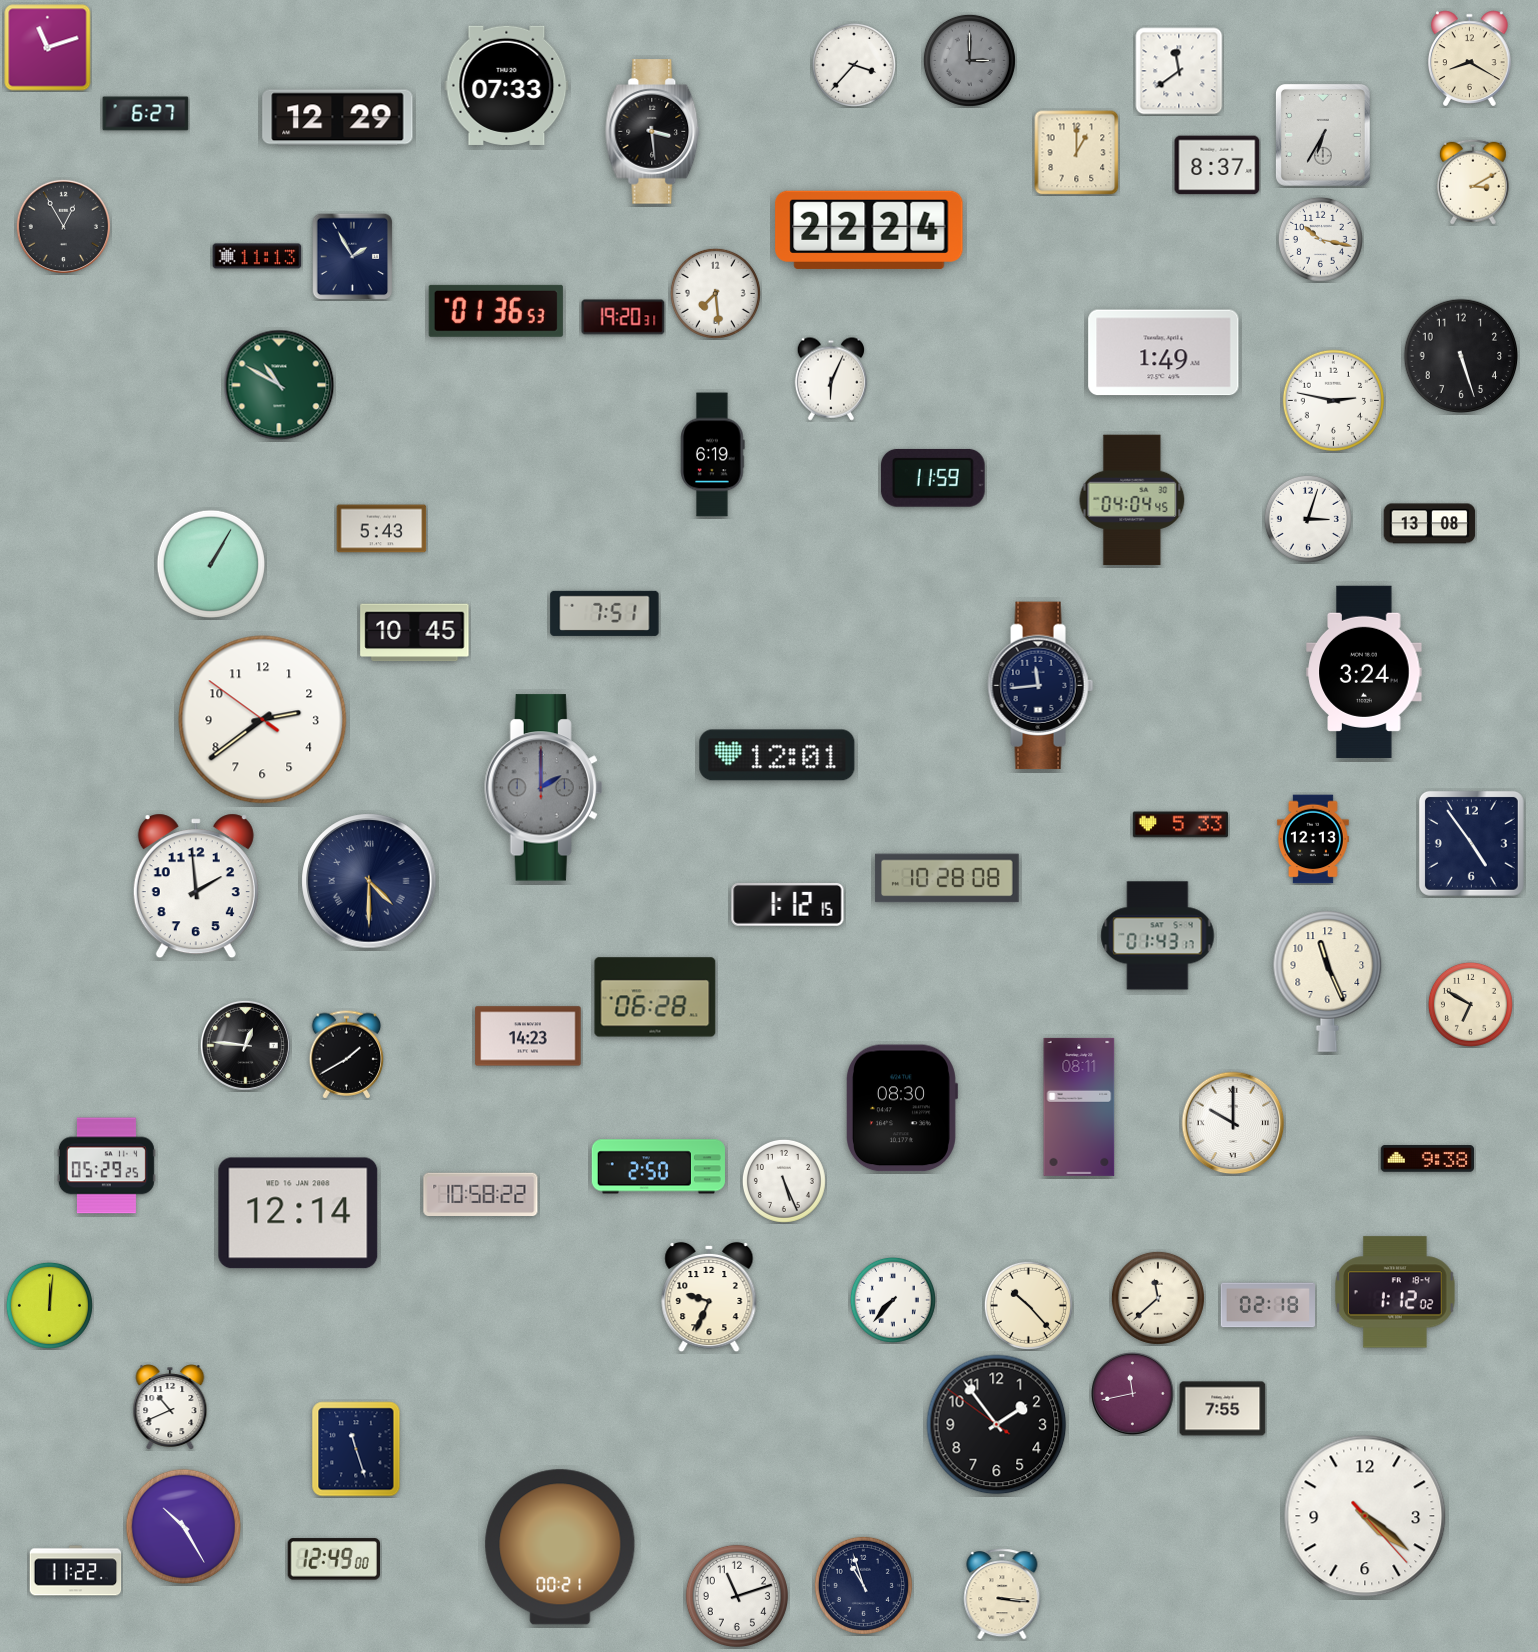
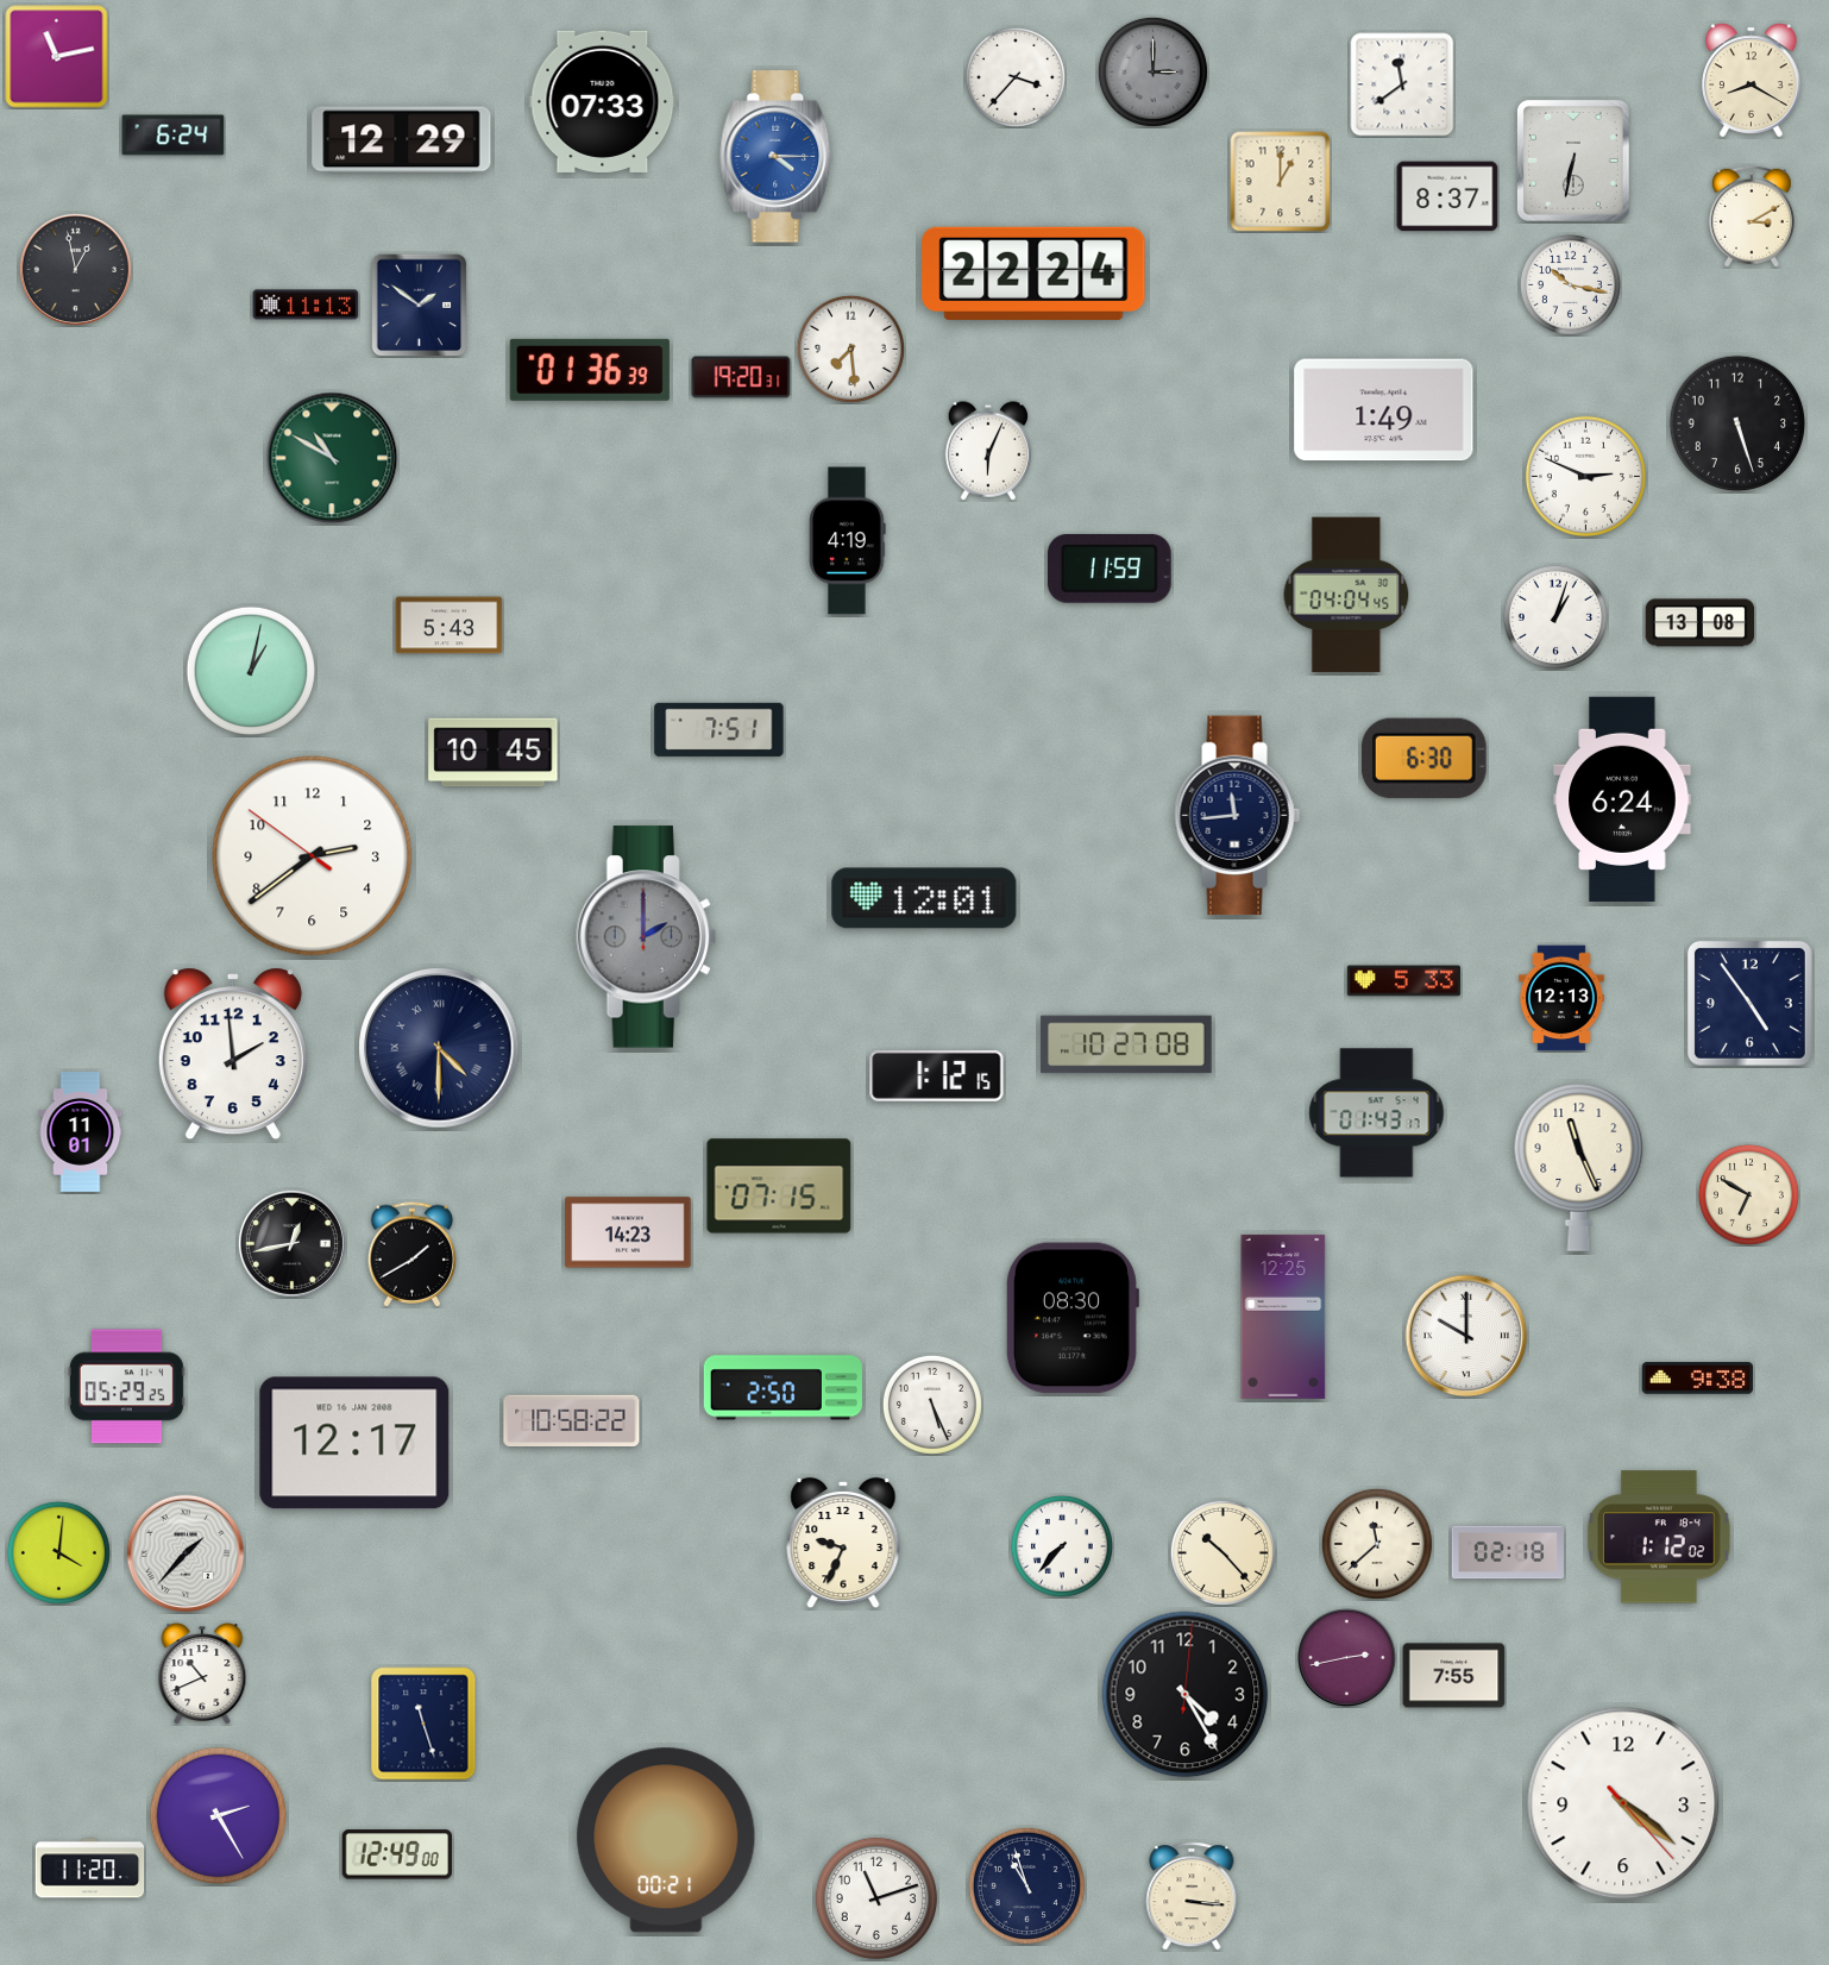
clock at (48, 48): 11:12 -> 11:13
clock at (1470, 59) position: (1470, 59) -> (1752, 81)
clock at (146, 114): 6:27 -> 6:24
clock at (653, 132): 3:29 -> 4:15
clock at (653, 132) dial: black -> blue
clock at (1323, 135): 6:35 -> 6:32
clock at (63, 226): 12:55 -> 12:58
clock at (353, 256): 1:55 -> 1:51
clock at (496, 311): 01:36:53 -> 01:36:39
clock at (1164, 353) position: (1164, 353) -> (1384, 410)
clock at (1333, 400): 2:47 -> 2:49
clock at (713, 455): 6:19 -> 4:19
clock at (1308, 519): 3:03 -> 1:03
clock at (382, 529) position: (382, 529) -> (450, 626)
clock at (211, 564): 1:05 -> 1:02
clock at (1423, 758): none -> 6:30
clock at (1364, 672): 3:24 -> 6:24
clock at (947, 878): 10:28 -> 10:27
clock at (81, 1132): none -> 11:01
clock at (655, 997): 06:28 -> 07:15
clock at (245, 1045): 12:46 -> 12:43
clock at (1079, 1107): 08:11 -> 12:25
clock at (298, 1213): 12:14 -> 12:17
clock at (49, 1305): 12:01 -> 4:01
clock at (186, 1553): none -> 1:37
clock at (1133, 1394): 11:43 -> 2:43
clock at (997, 1425): 1:53 -> 4:25
clock at (183, 1526): 10:25 -> 2:25
clock at (76, 1571): 11:22 -> 11:20
